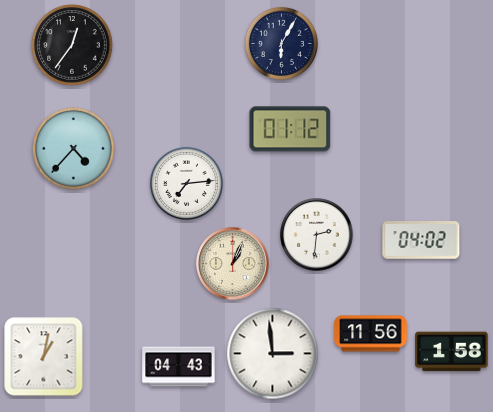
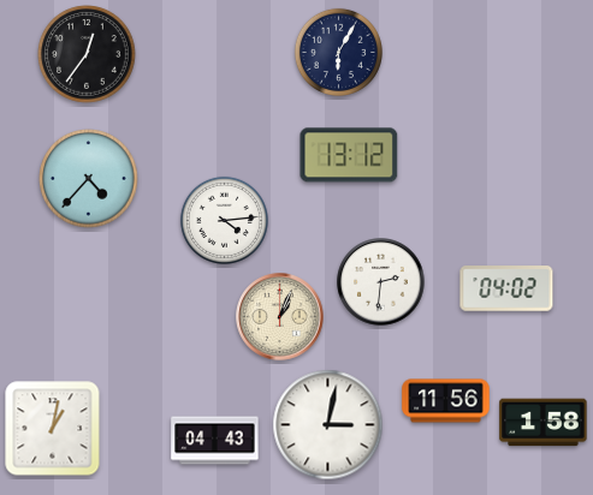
clock at (290, 129): 01:12 -> 13:12
clock at (186, 183): 7:14 -> 4:14
clock at (273, 354): 2:59 -> 3:02
